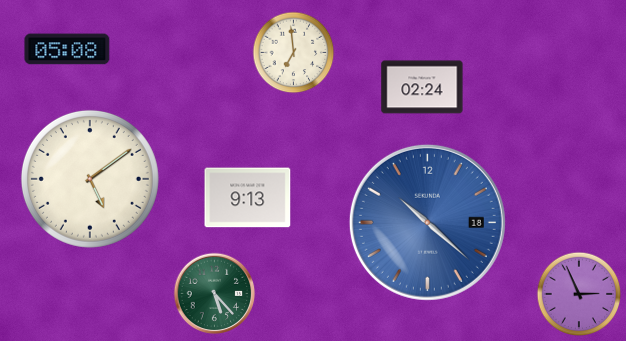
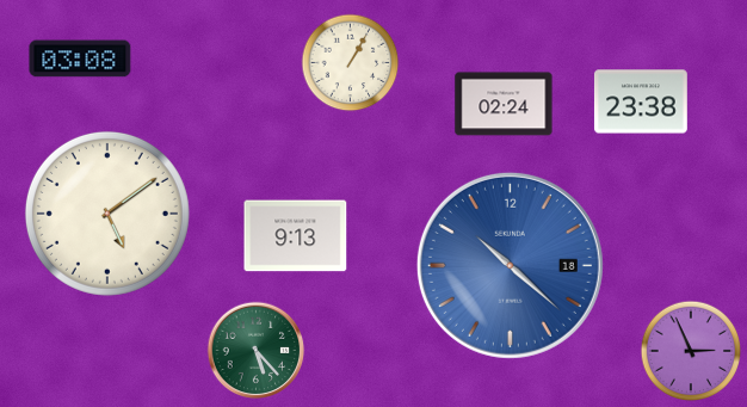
clock at (67, 49): 05:08 -> 03:08
clock at (294, 53): 6:59 -> 1:05
clock at (641, 101): none -> 23:38
